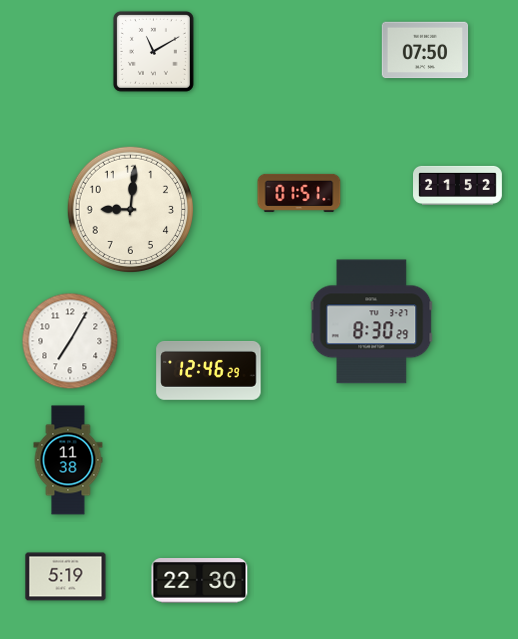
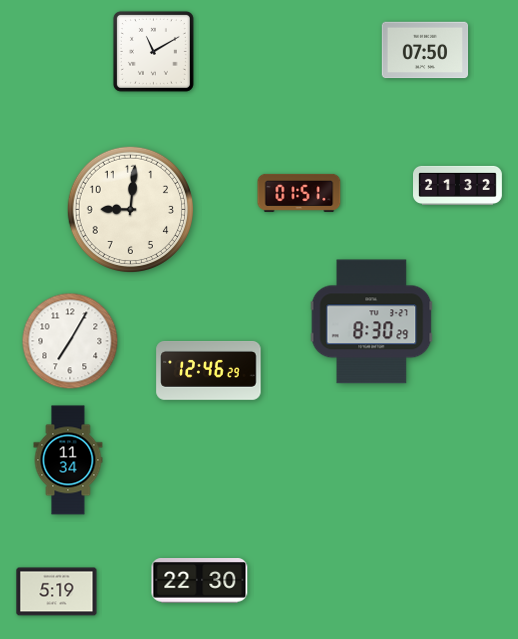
clock at (458, 185): 21:52 -> 21:32
clock at (68, 460): 11:38 -> 11:34
clock at (66, 577) position: (66, 577) -> (57, 592)
